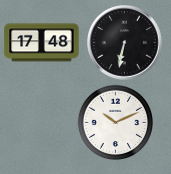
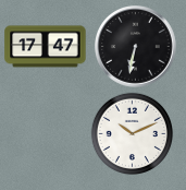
clock at (42, 43): 17:48 -> 17:47
clock at (115, 122) position: (115, 122) -> (132, 133)
